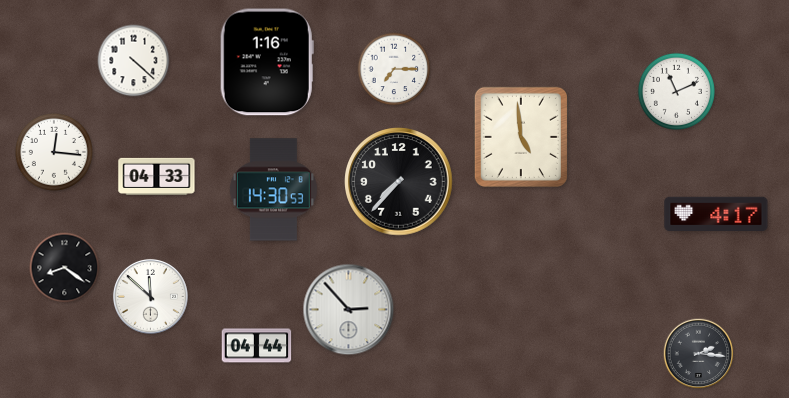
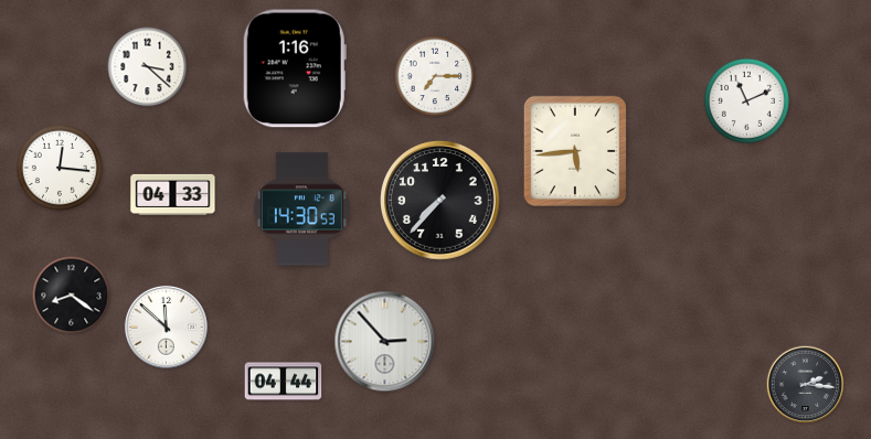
clock at (134, 61): 4:22 -> 3:22
clock at (521, 137): 4:59 -> 5:44
clock at (716, 213): 4:17 -> none
clock at (699, 354) position: (699, 354) -> (806, 385)
